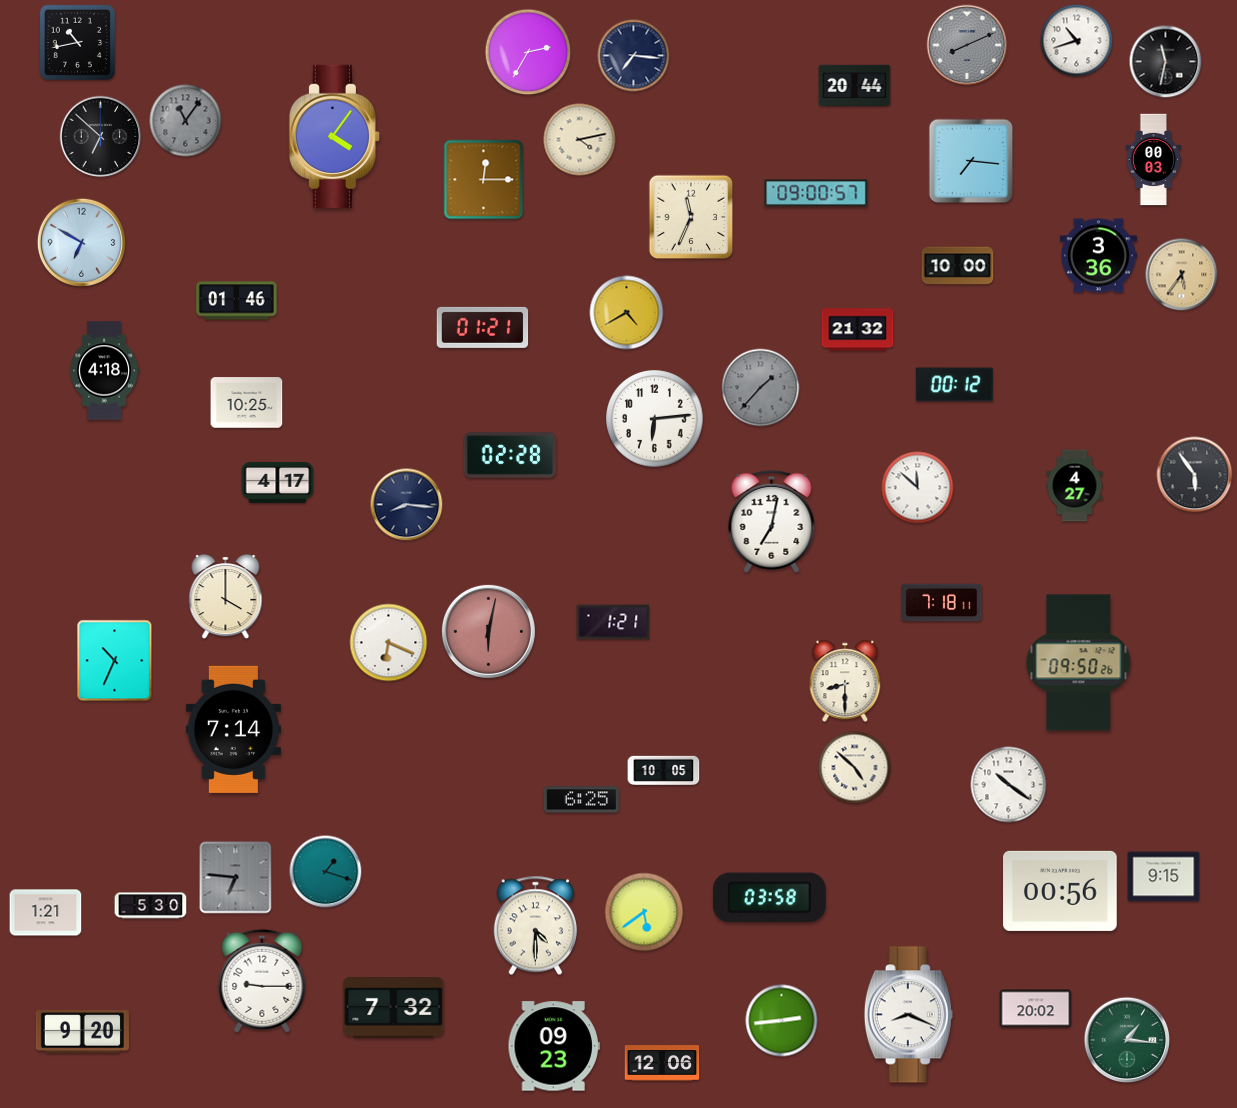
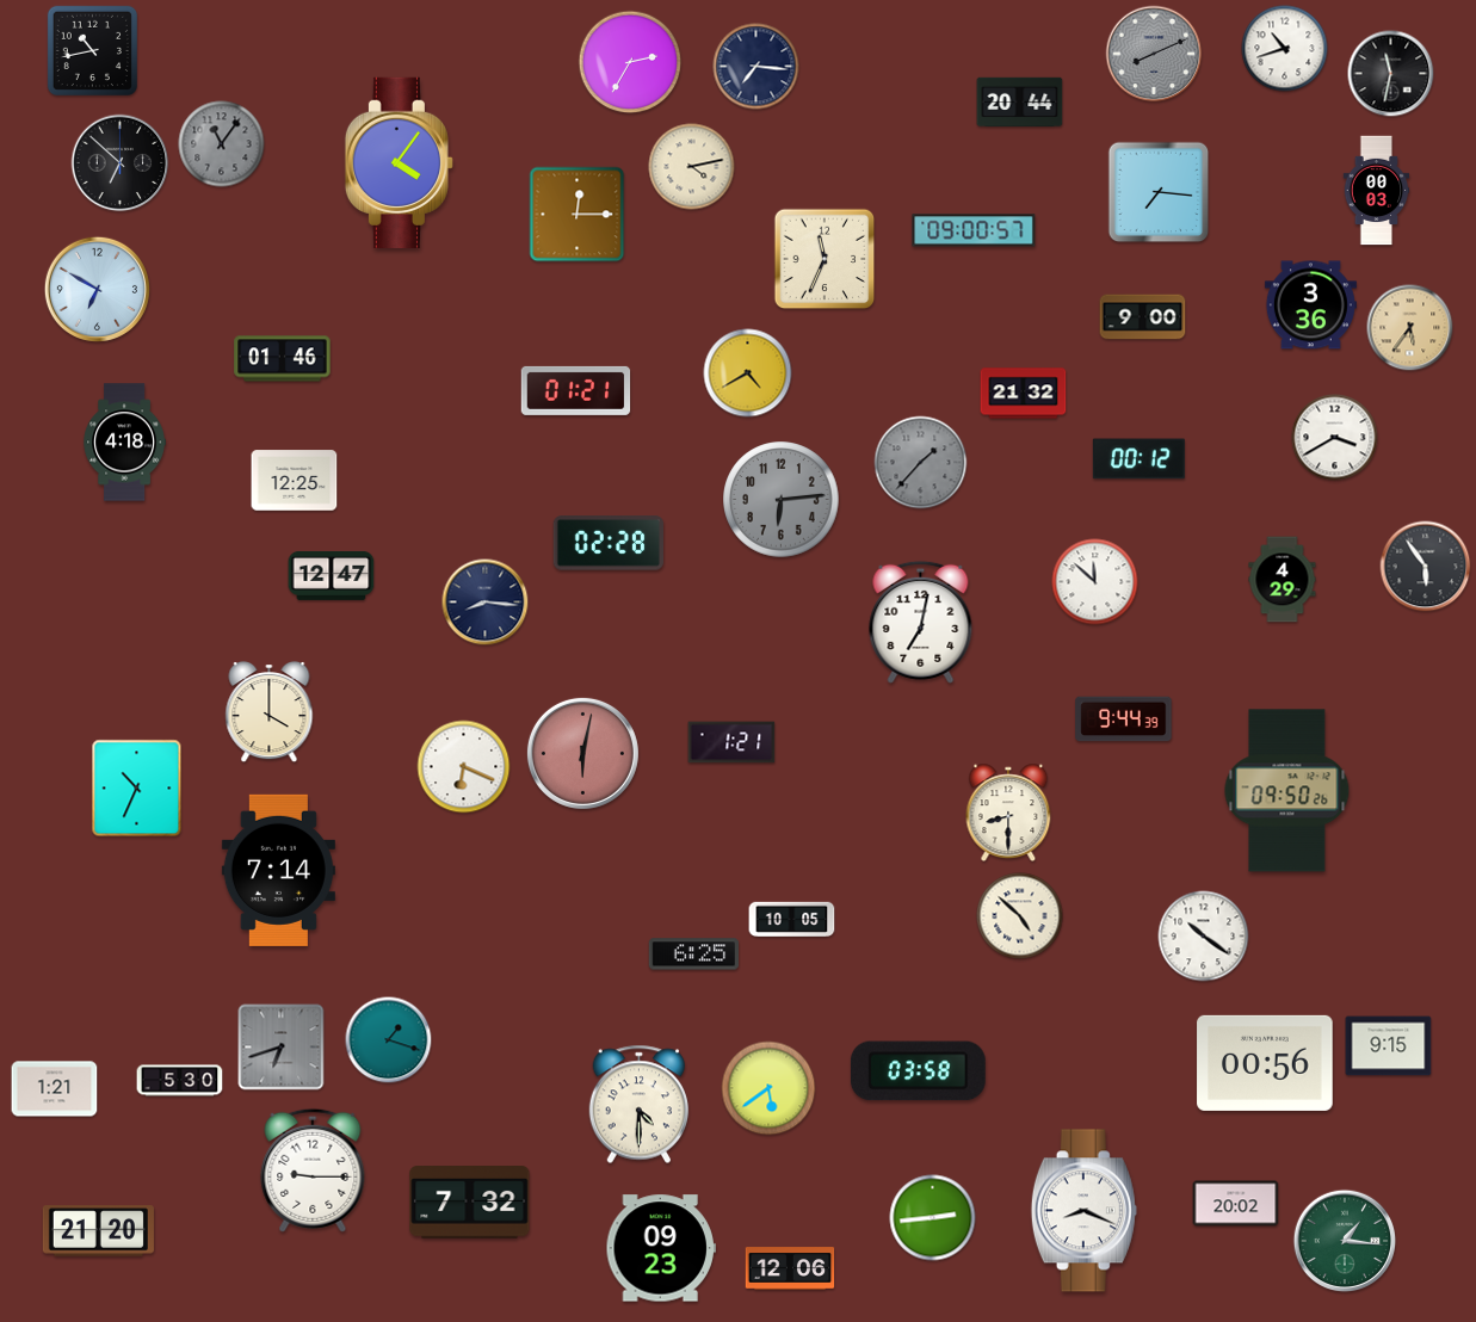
clock at (958, 266): 10:00 -> 9:00
clock at (1335, 438): none -> 3:40
clock at (761, 388) position: (761, 388) -> (921, 463)
clock at (247, 403): 10:25 -> 12:25
clock at (655, 419) dial: white -> grey
clock at (278, 483): 4:17 -> 12:47
clock at (1075, 486): 4:27 -> 4:29
clock at (942, 603): 7:18 -> 9:44
clock at (236, 878): 6:46 -> 6:42
clock at (82, 1032): 9:20 -> 21:20
